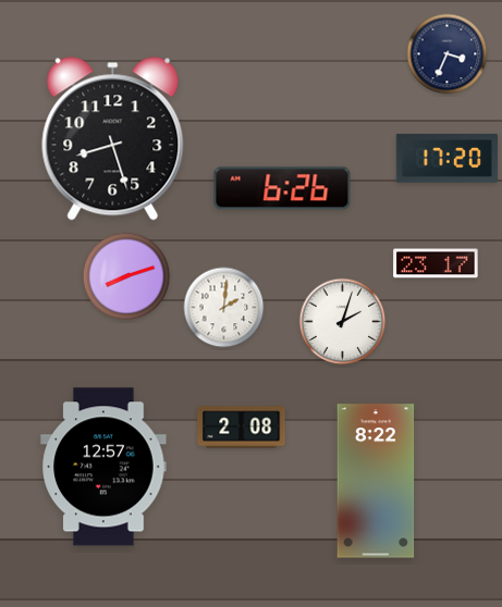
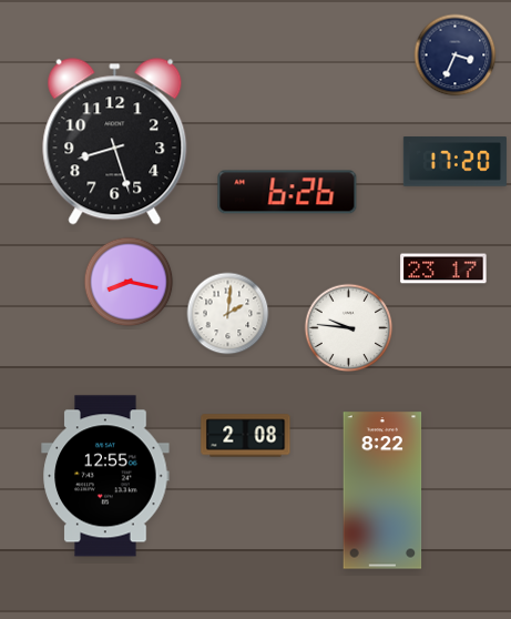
clock at (126, 276): 8:12 -> 8:17
clock at (343, 322): 2:03 -> 9:46
clock at (103, 467): 12:57 -> 12:55
